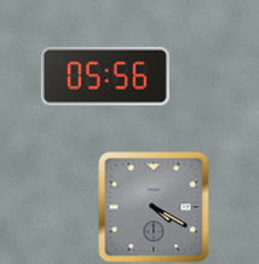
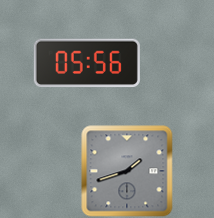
clock at (154, 207): 4:20 -> 1:42
